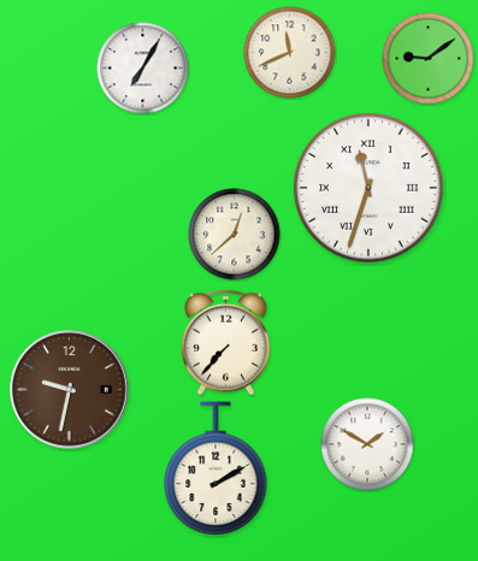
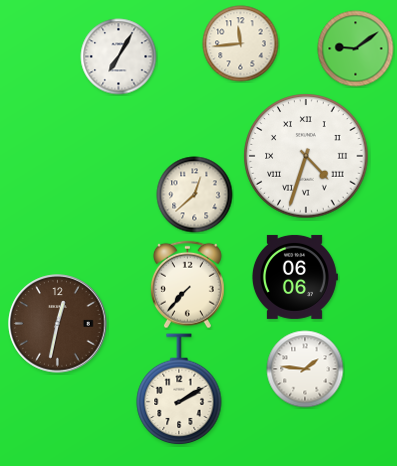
clock at (290, 53): 11:41 -> 11:44
clock at (368, 188): 11:33 -> 4:33
clock at (294, 277): none -> 06:06
clock at (70, 390): 9:32 -> 12:32
clock at (367, 444): 1:50 -> 1:46
